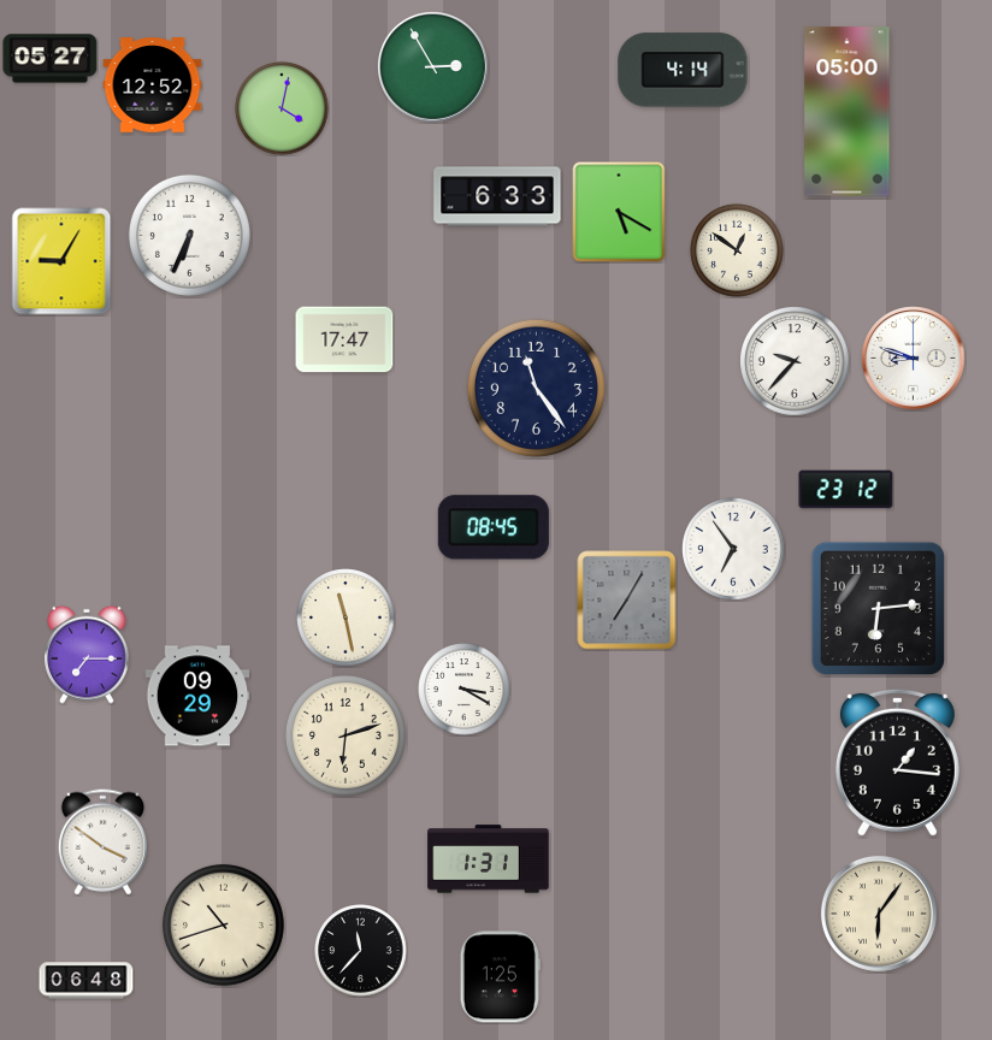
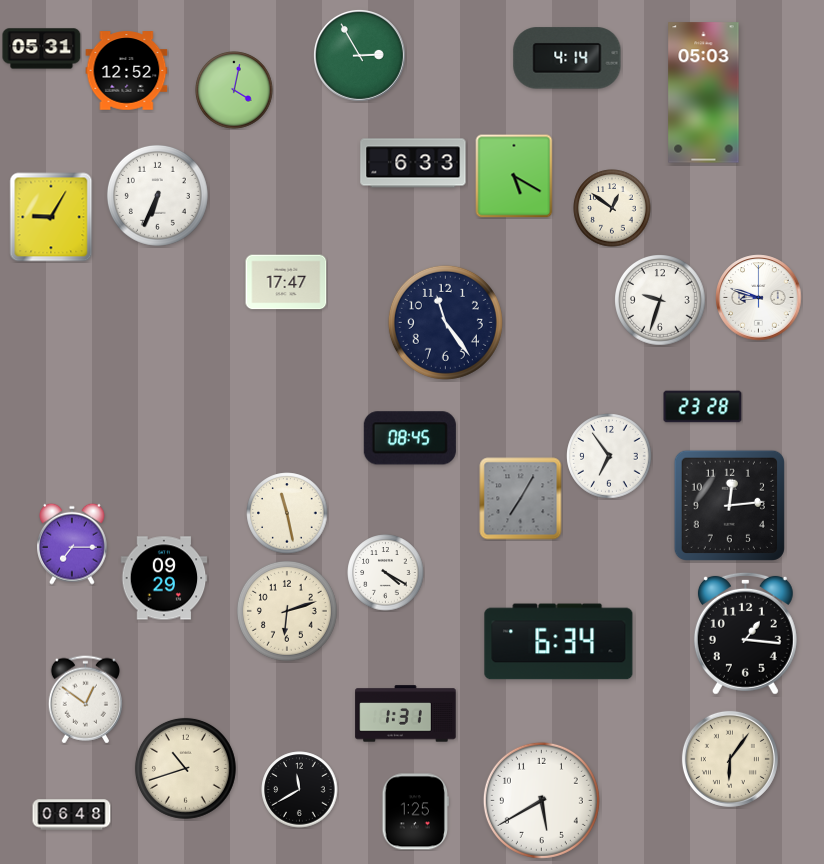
clock at (51, 59): 05:27 -> 05:31
clock at (848, 112): 05:00 -> 05:03
clock at (796, 362): 9:37 -> 9:33
clock at (846, 490): 23:12 -> 23:28
clock at (878, 608): 6:14 -> 12:14
clock at (465, 690): 3:20 -> 4:20
clock at (559, 642): none -> 6:34
clock at (102, 843): 3:51 -> 12:51
clock at (361, 951): 11:37 -> 11:40
clock at (541, 800): none -> 5:40
